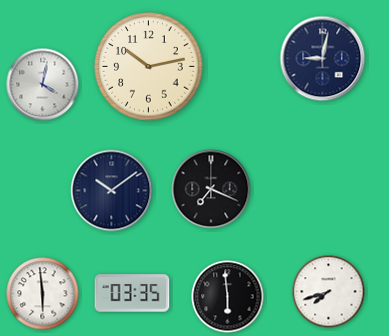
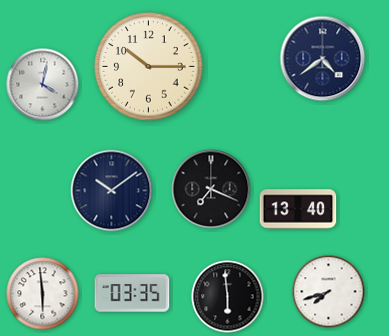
clock at (323, 59): 9:02 -> 4:39
clock at (149, 67): 10:13 -> 10:15
clock at (298, 209): none -> 13:40
